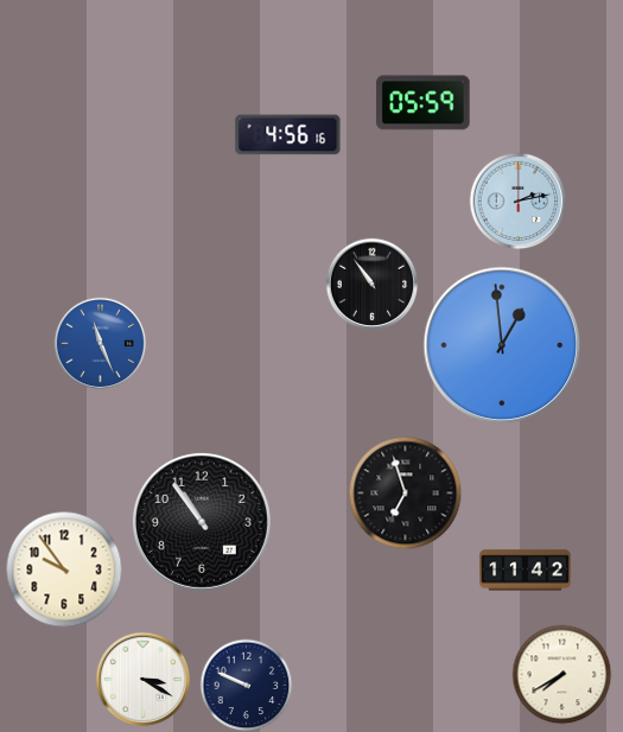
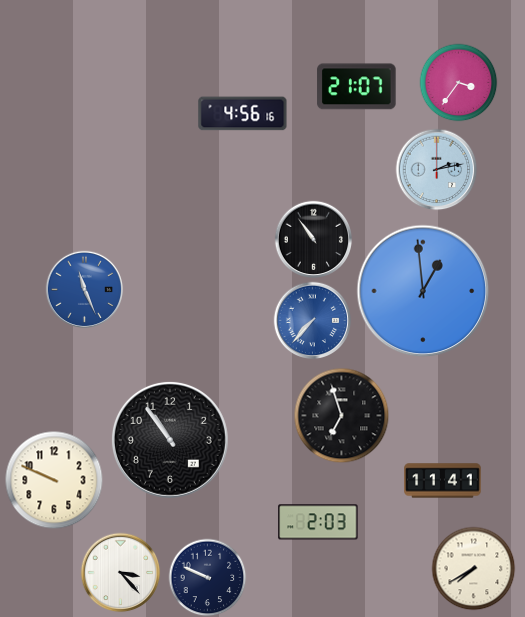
clock at (458, 82): none -> 3:36
clock at (424, 103): 05:59 -> 21:07
clock at (312, 320): none -> 7:37
clock at (64, 569): 9:54 -> 9:49
clock at (526, 571): 11:42 -> 11:41
clock at (318, 522): none -> 2:03
clock at (142, 679): 3:20 -> 3:23
